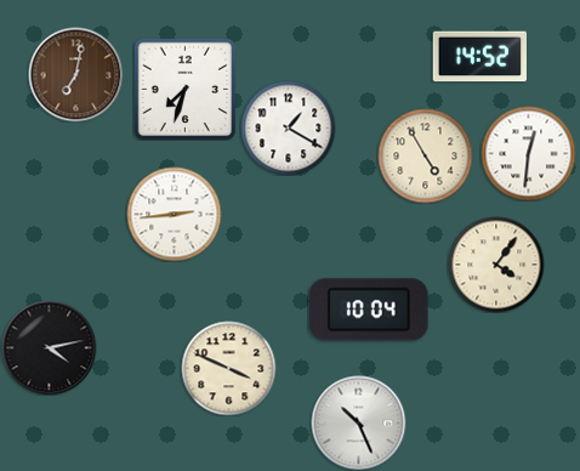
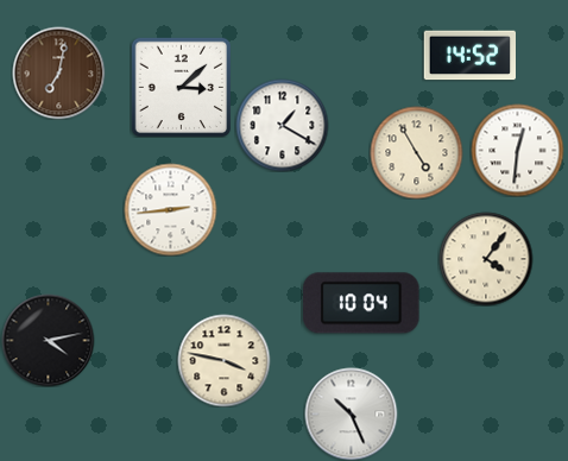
clock at (75, 74) position: (75, 74) -> (58, 72)
clock at (184, 89): 7:33 -> 3:08
clock at (228, 368): 3:49 -> 3:47
